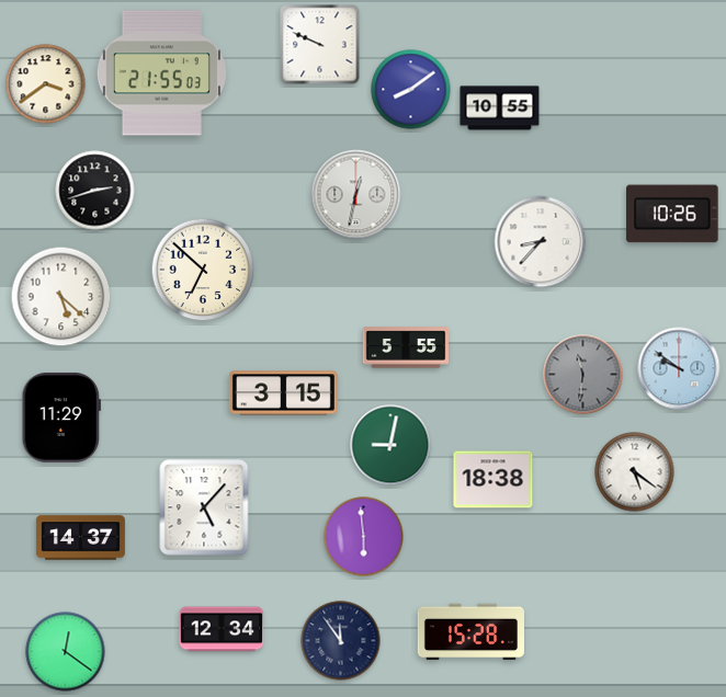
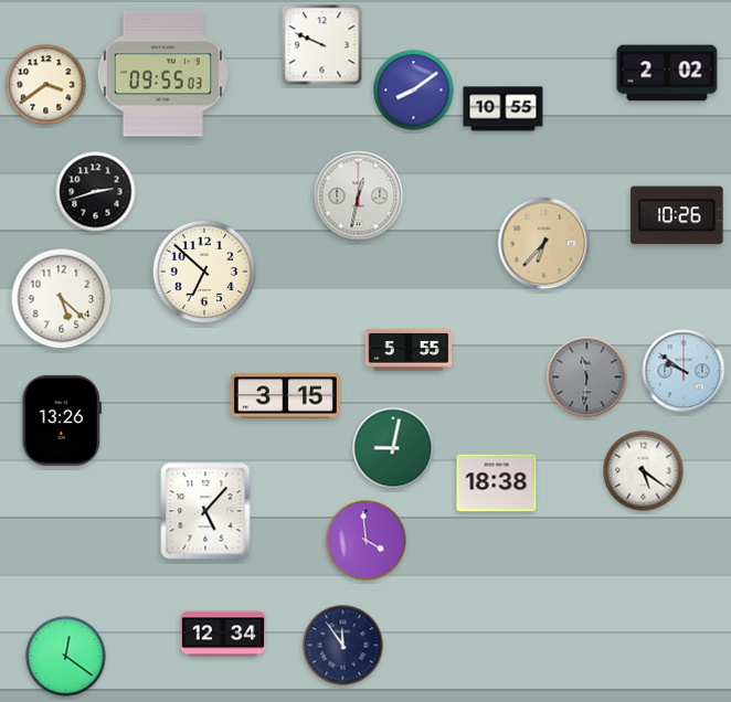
clock at (667, 73): none -> 2:02
clock at (161, 73): 21:55 -> 09:55
clock at (541, 242): 8:37 -> 6:37
clock at (541, 242) dial: white -> champagne
clock at (61, 418): 11:29 -> 13:26
clock at (635, 472) position: (635, 472) -> (644, 471)
clock at (364, 537): 5:59 -> 3:59
clock at (80, 538): 14:37 -> none
clock at (470, 632): 15:28 -> none
